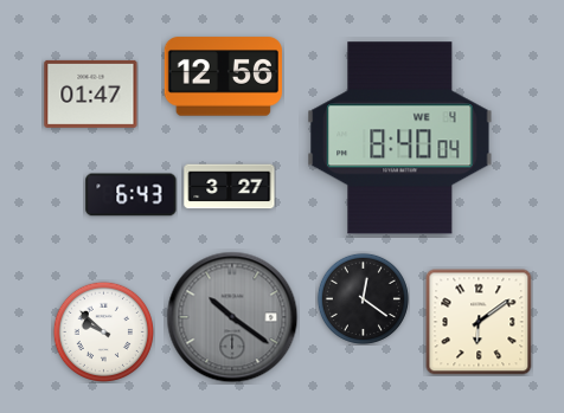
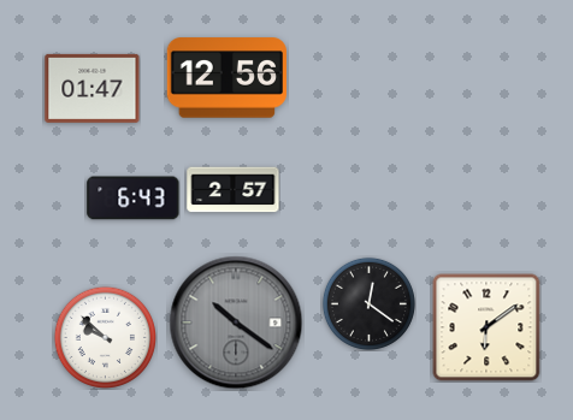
clock at (91, 93) position: (91, 93) -> (93, 88)
clock at (400, 138): 8:40 -> none
clock at (230, 187): 3:27 -> 2:57
